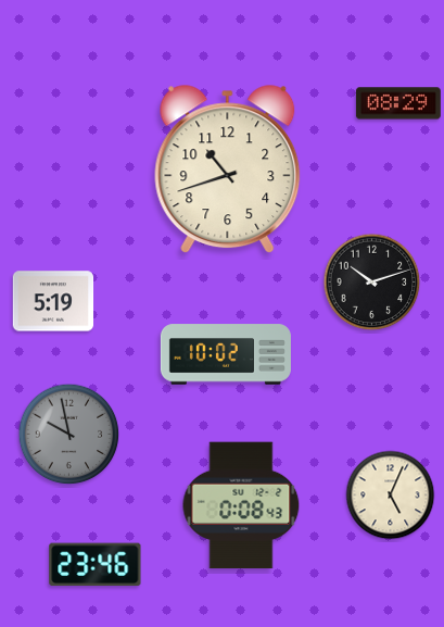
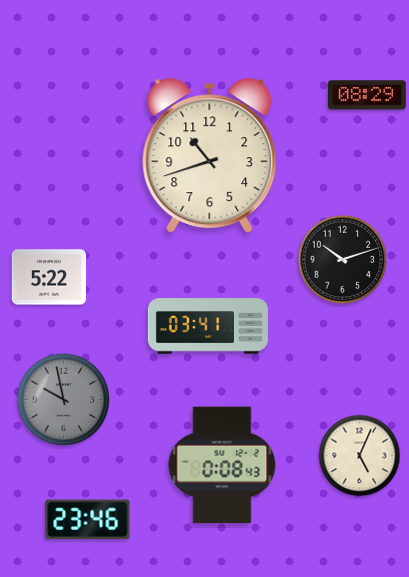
clock at (53, 301): 5:19 -> 5:22
clock at (226, 354): 10:02 -> 03:41
